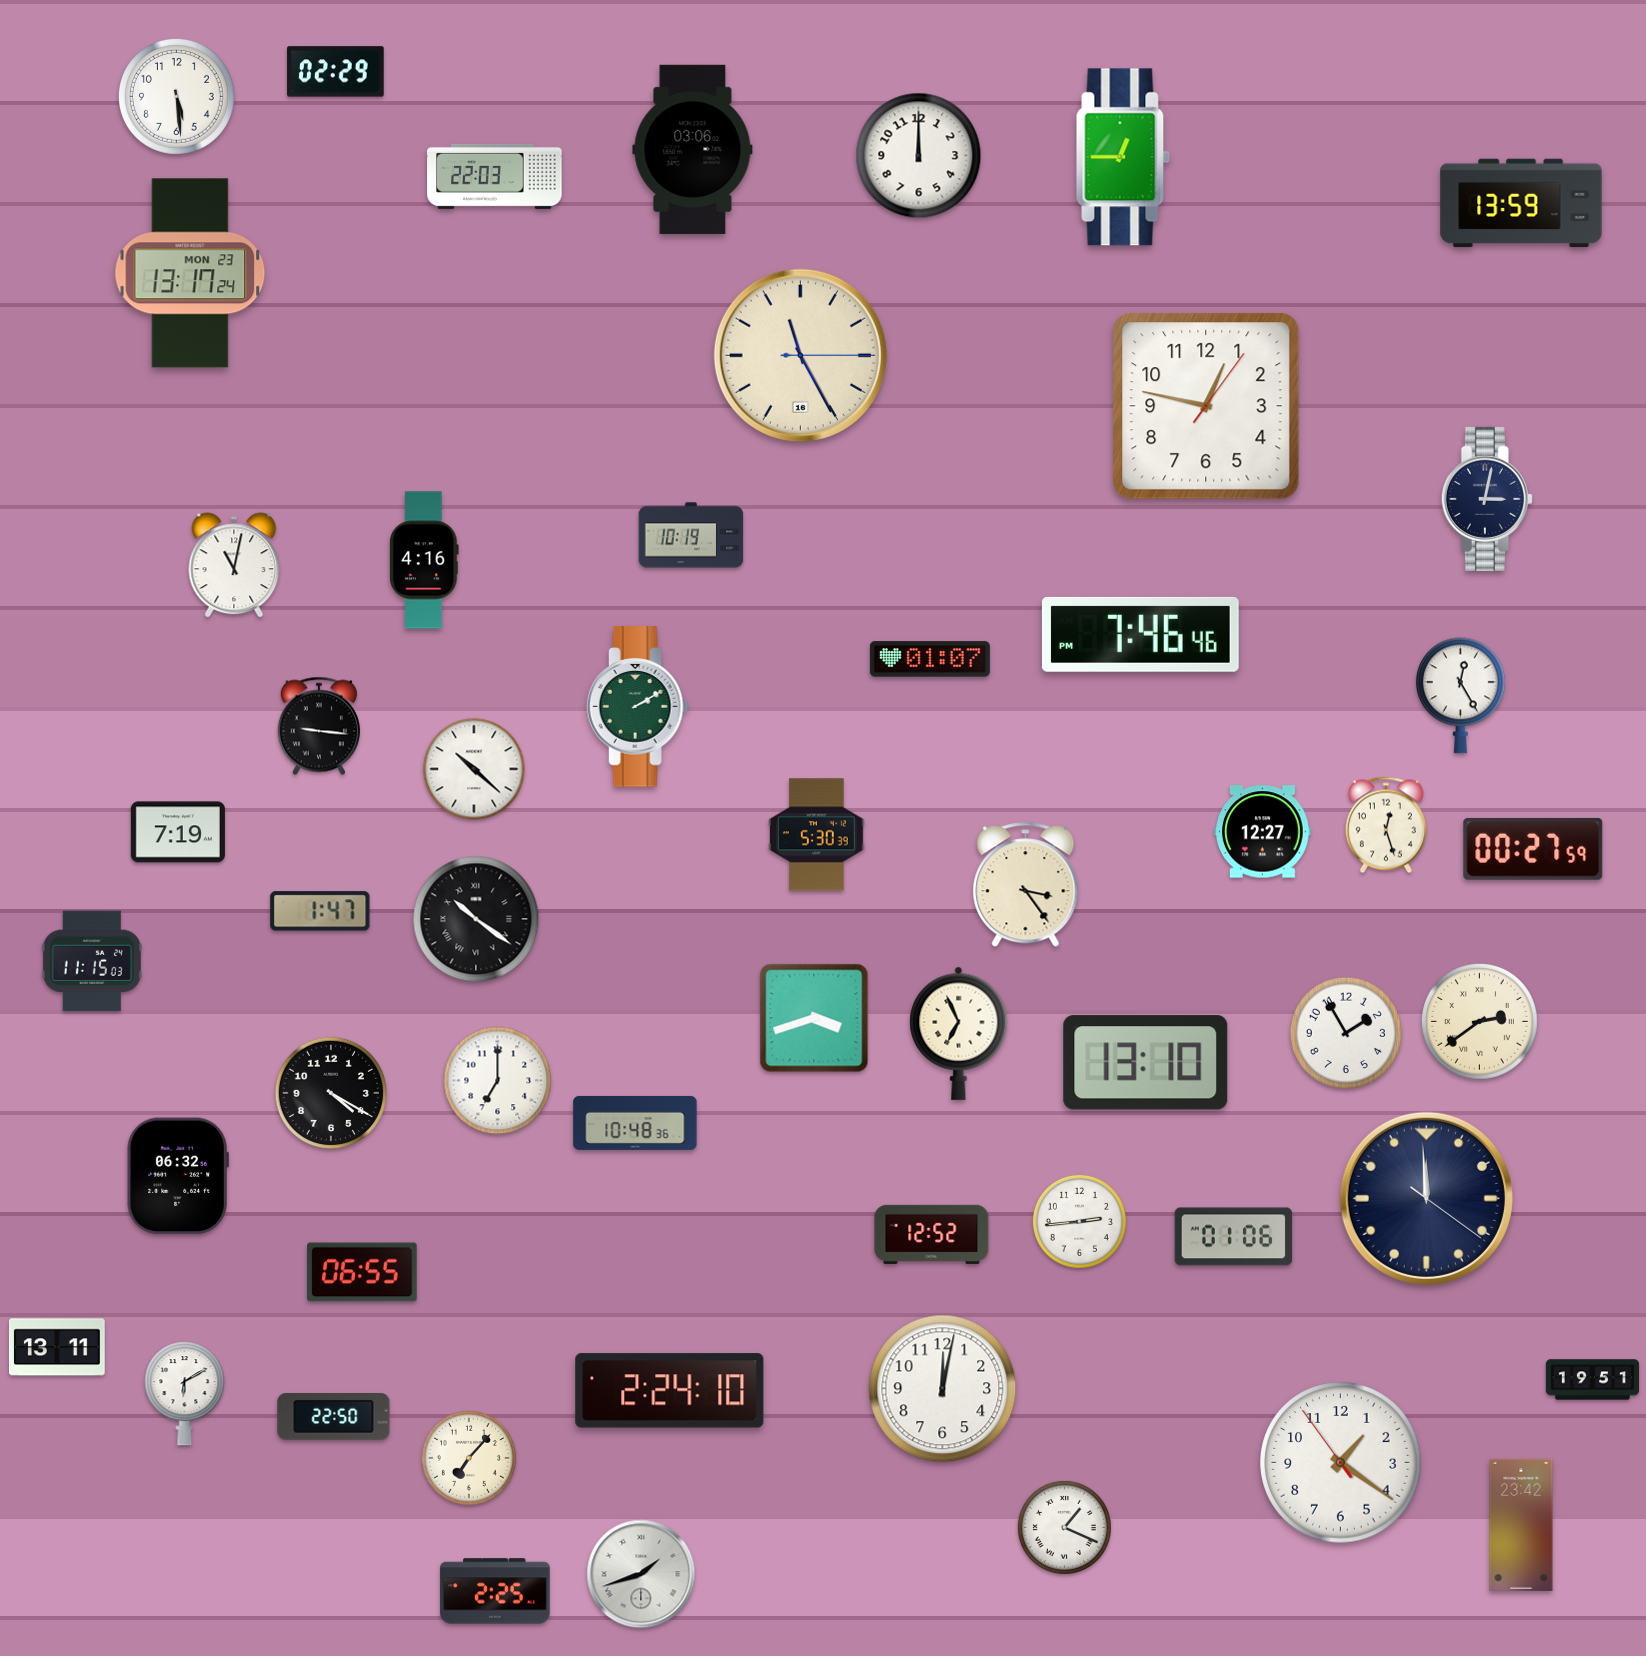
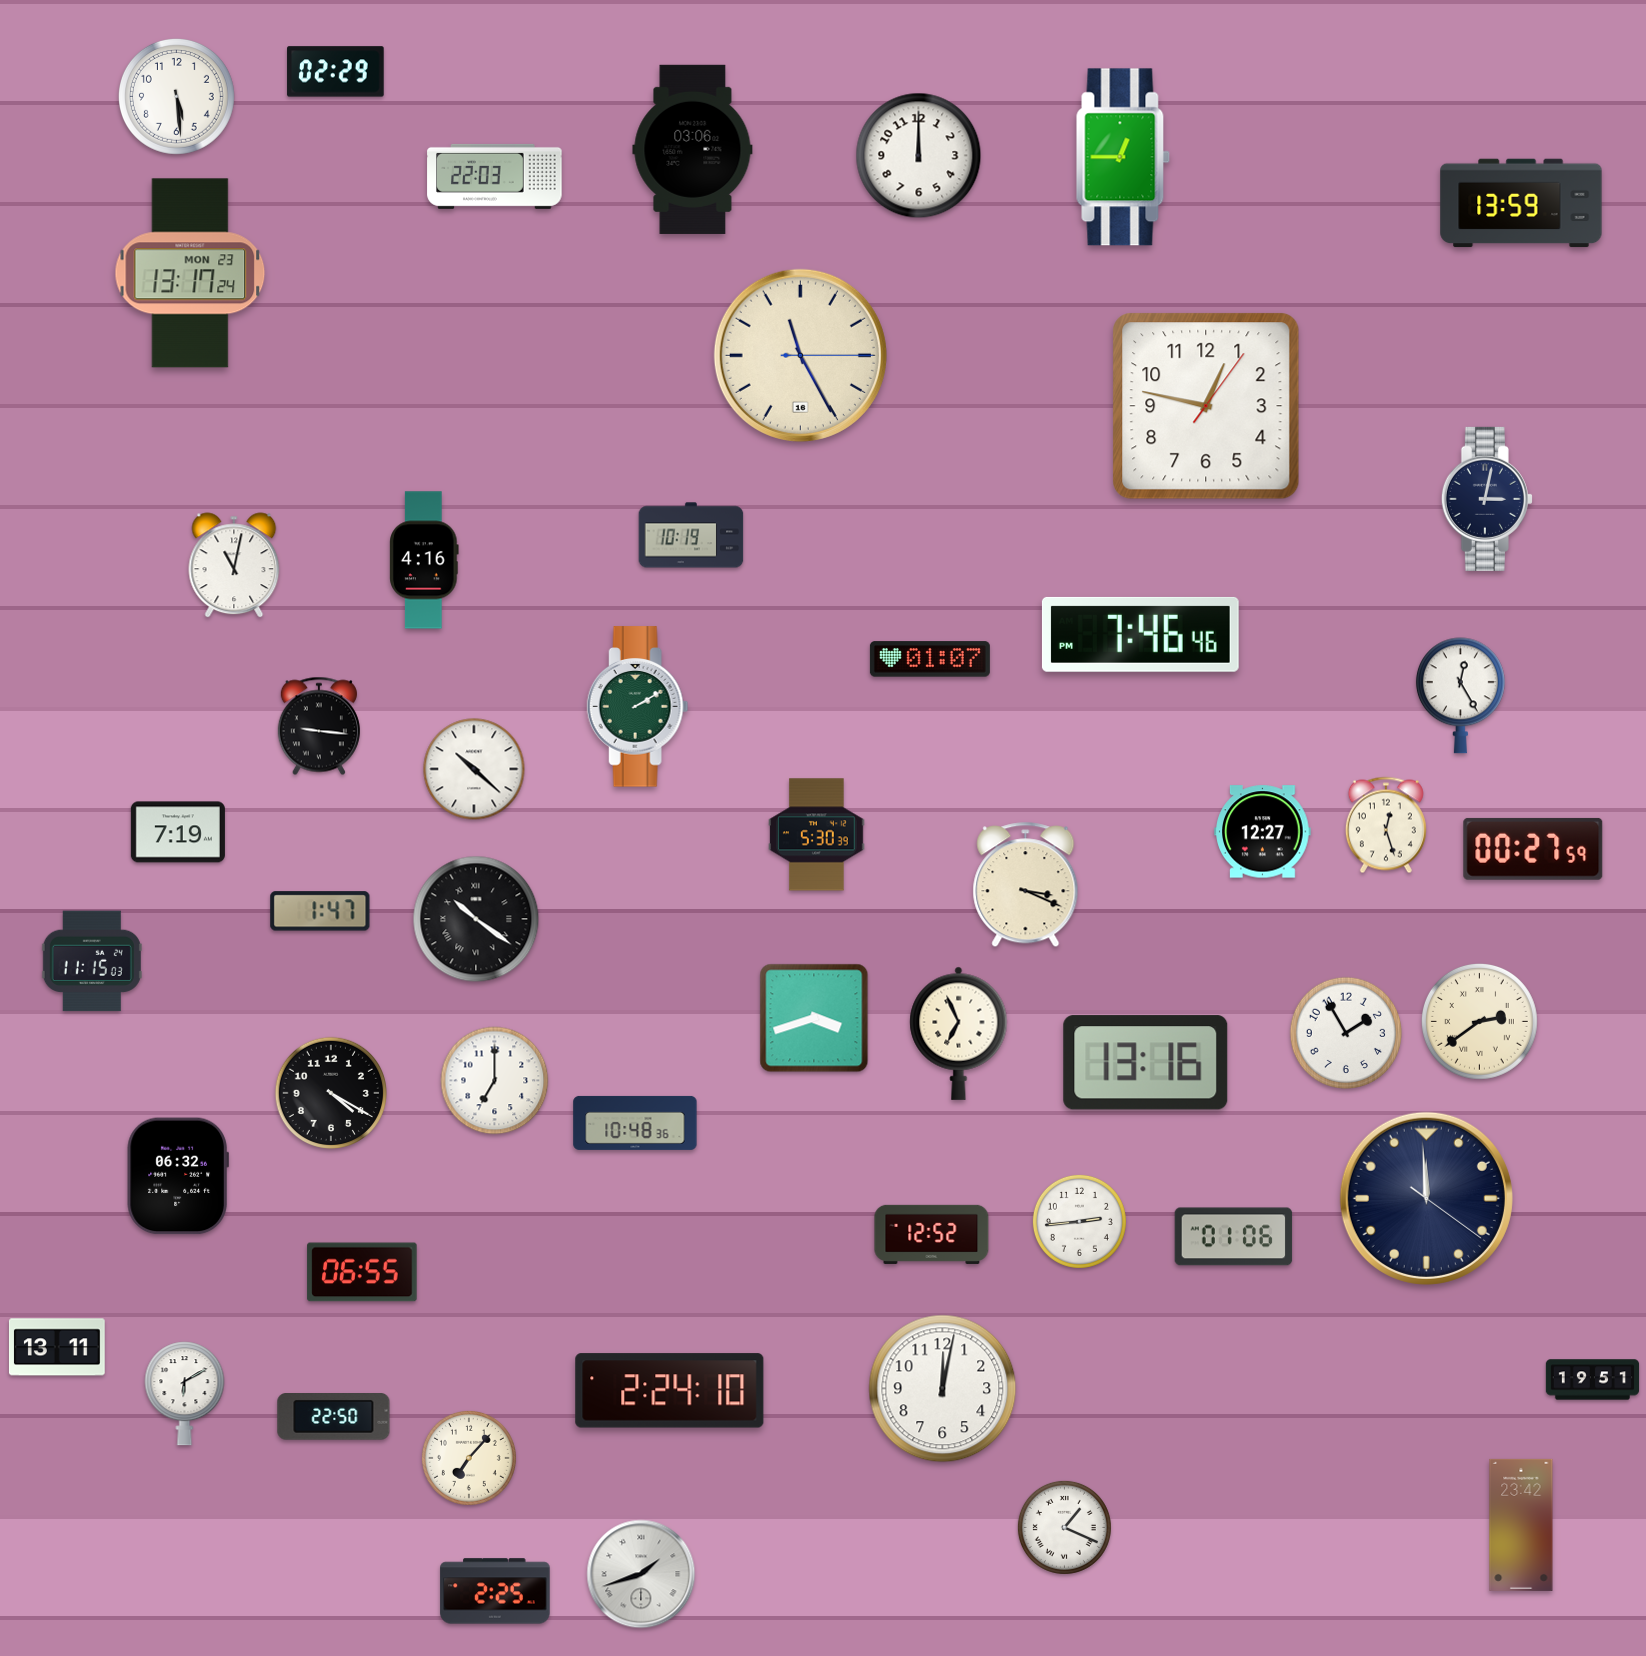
clock at (1026, 885): 3:24 -> 3:19
clock at (1146, 1063): 13:10 -> 13:16
clock at (498, 1081) position: (498, 1081) -> (495, 1081)
clock at (1341, 1463): 1:20 -> none
